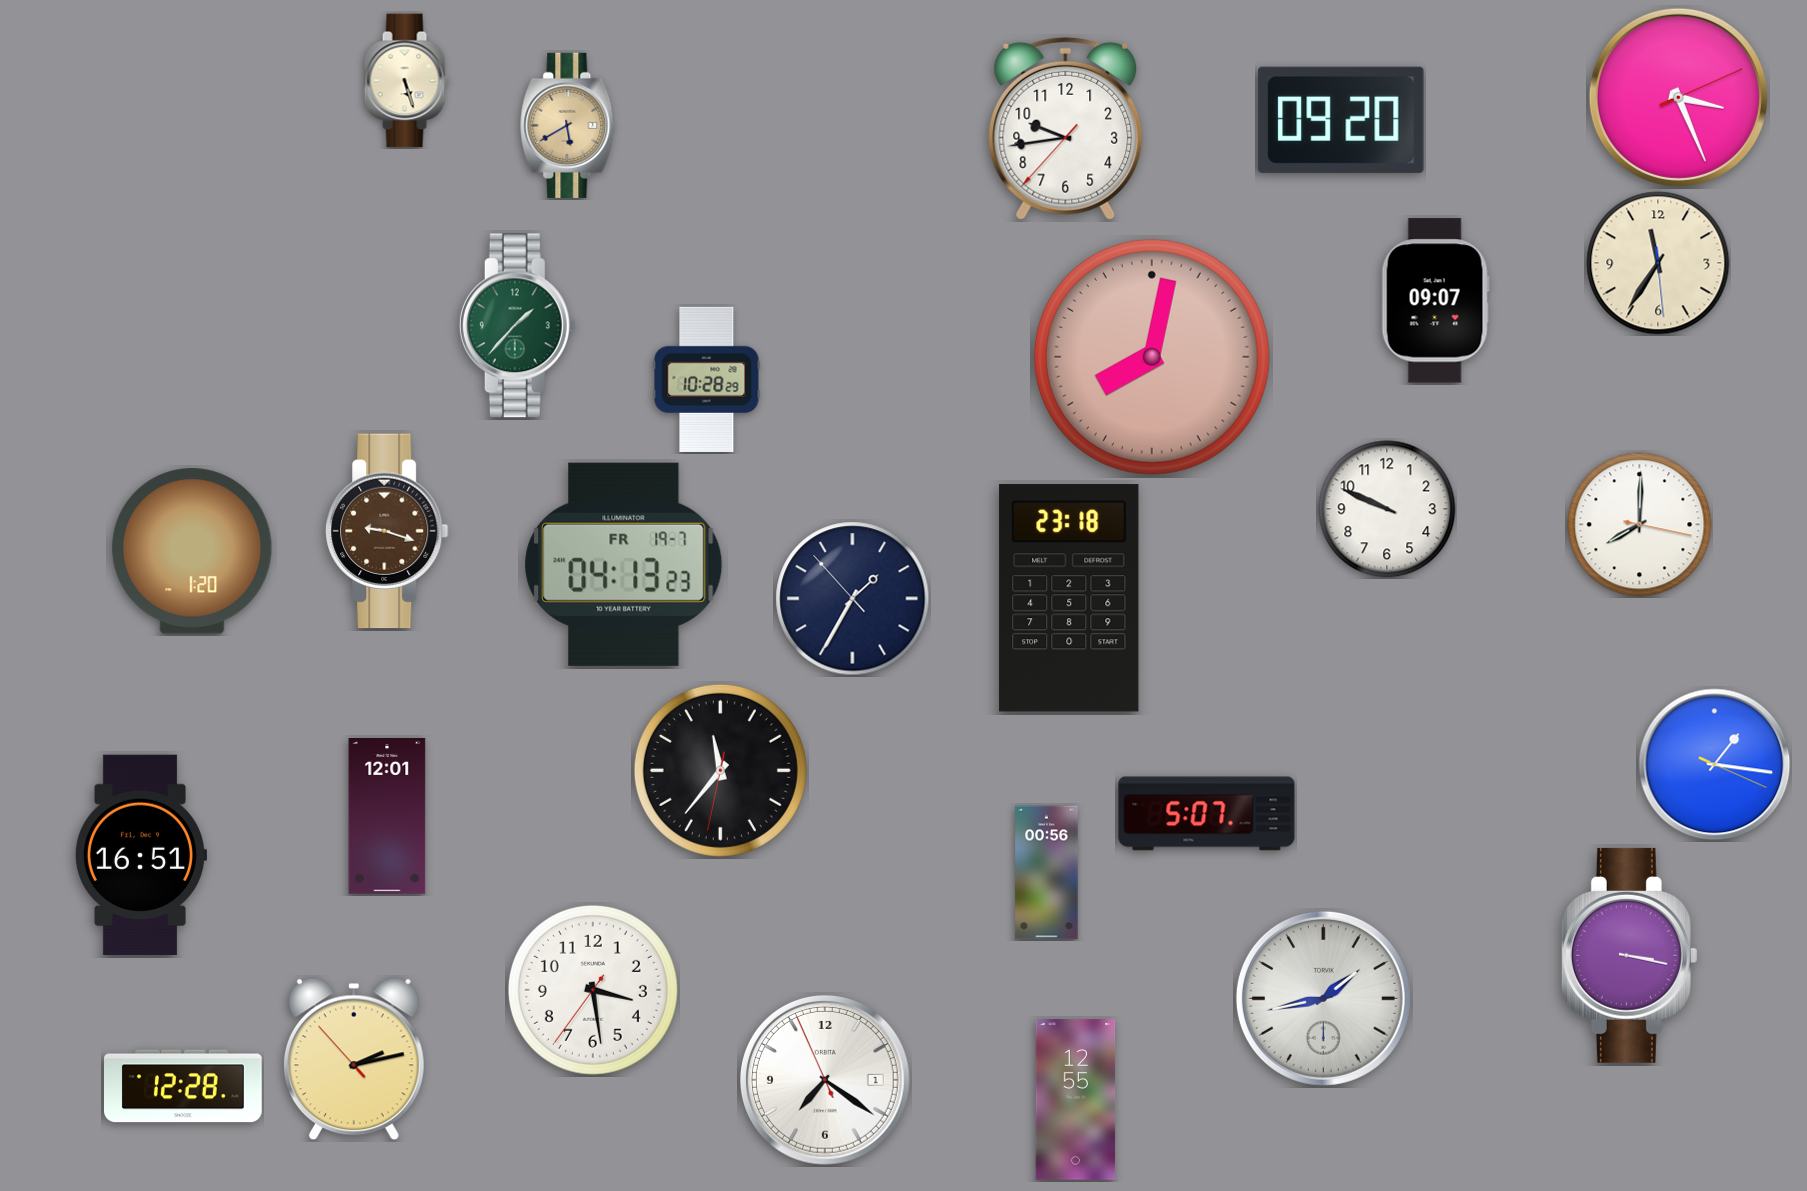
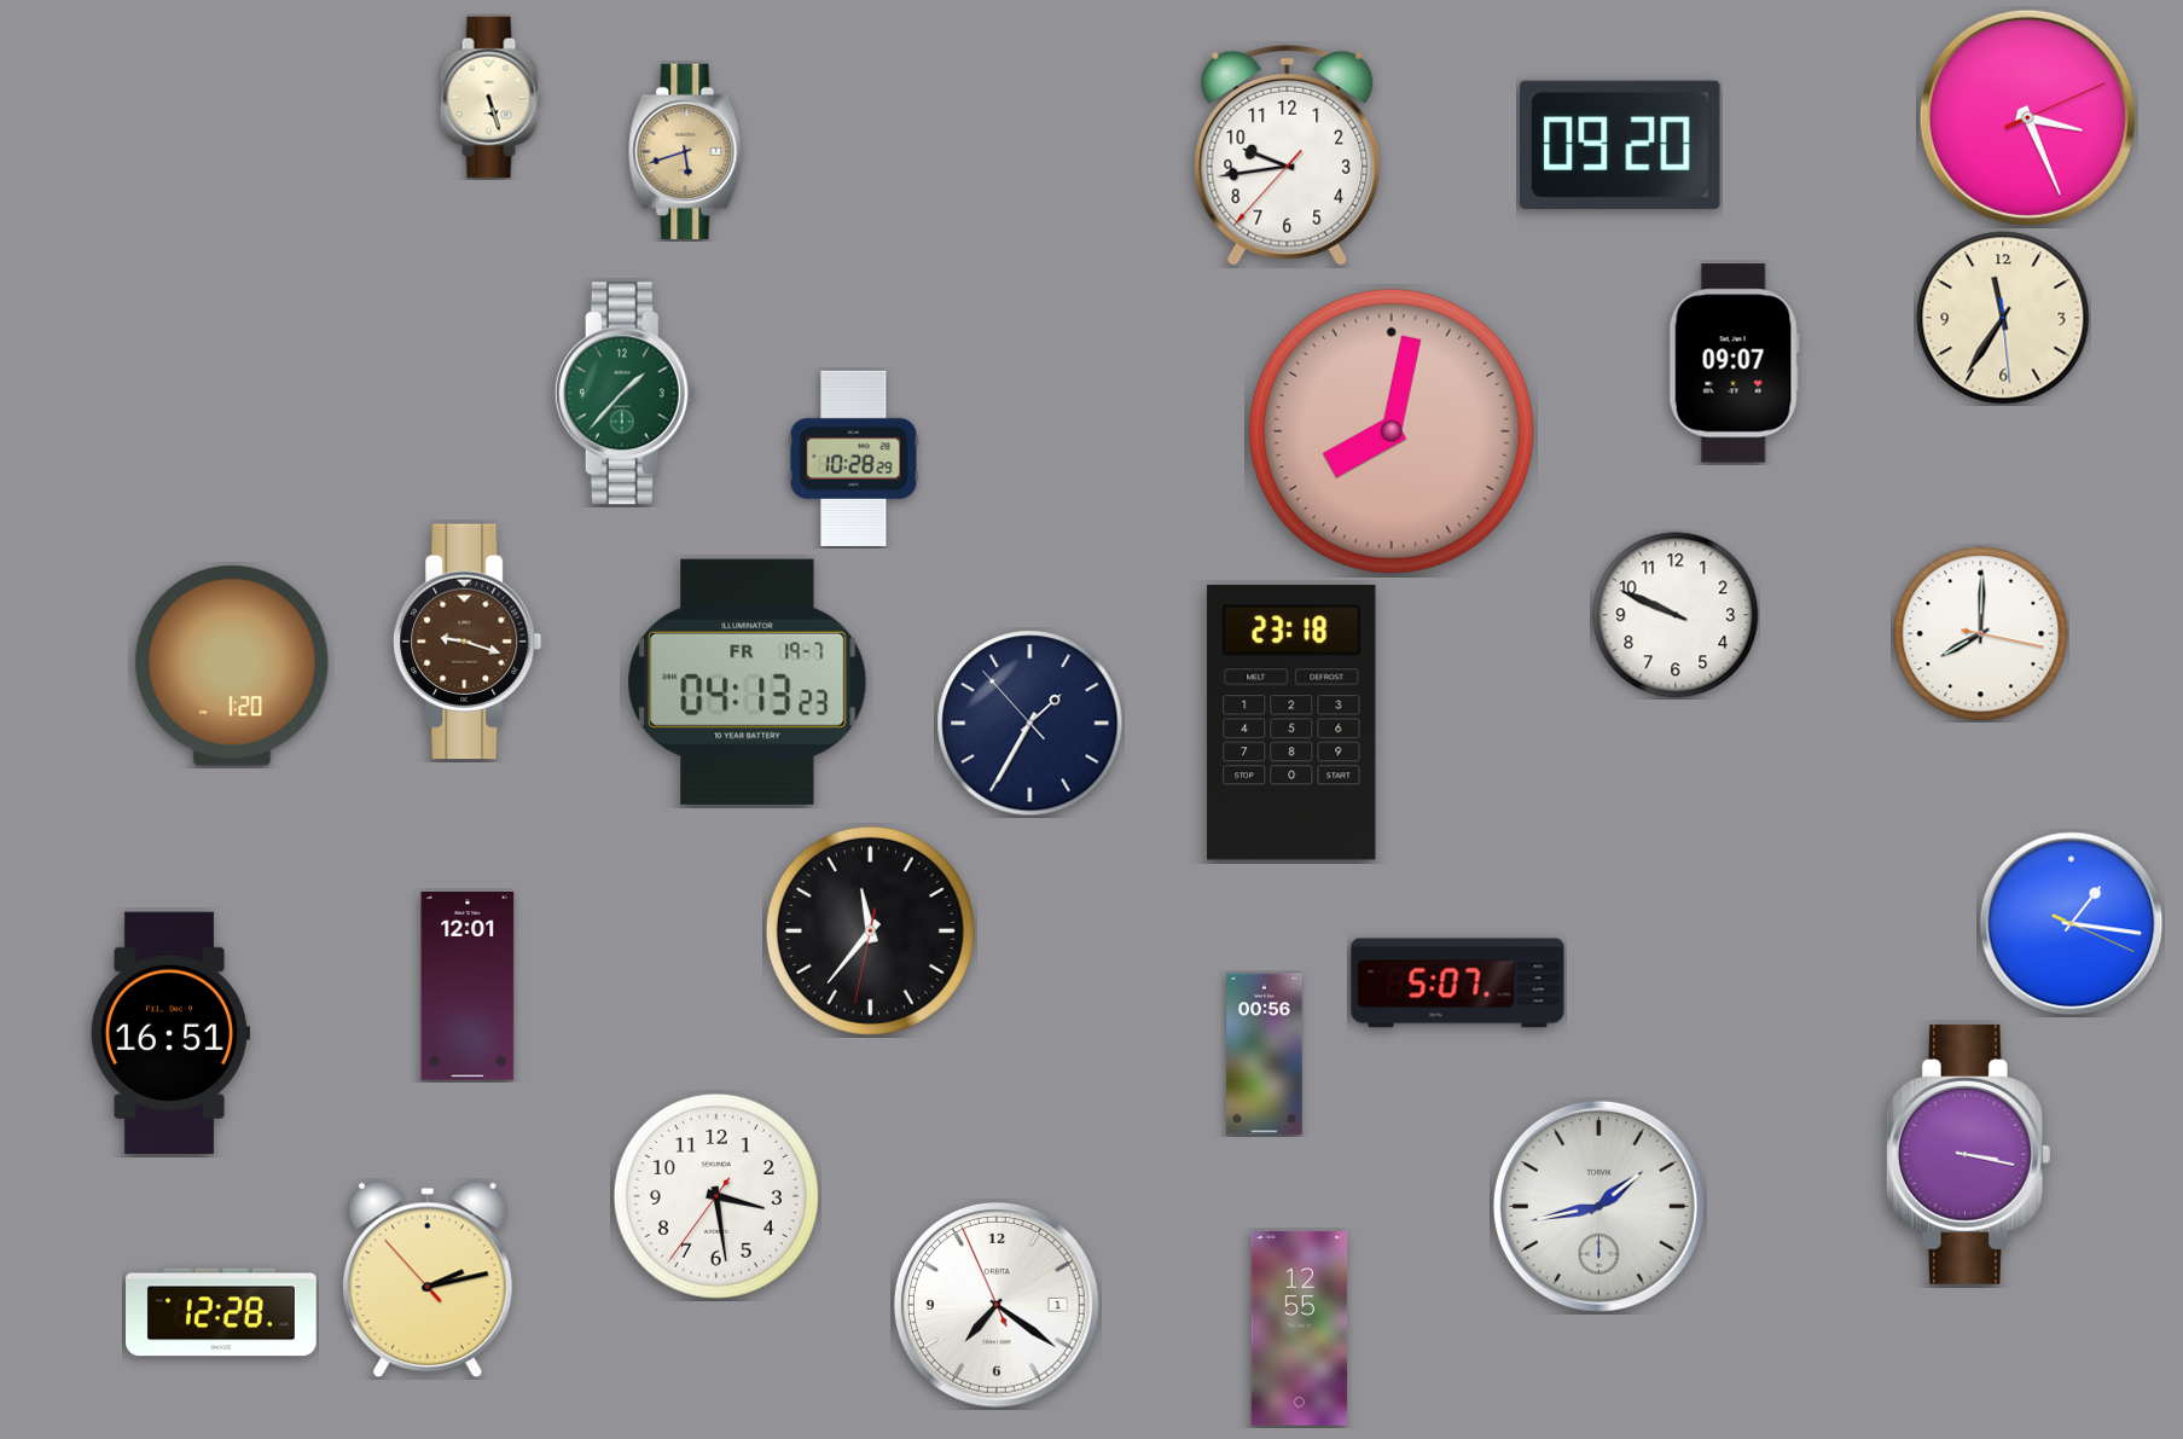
clock at (568, 125): 5:40 -> 5:42
clock at (624, 564) position: (624, 564) -> (748, 681)
